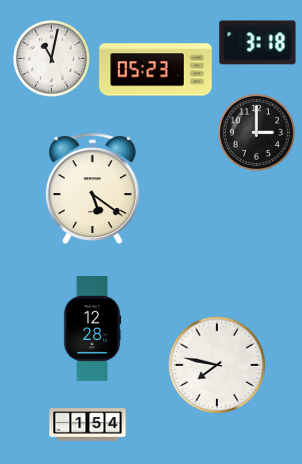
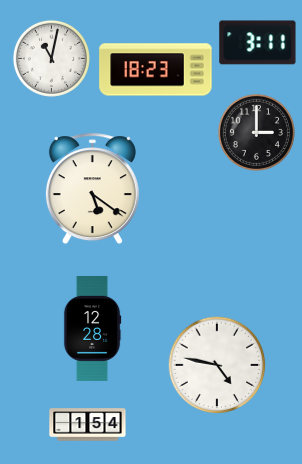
clock at (258, 43): 3:18 -> 3:11
clock at (156, 70): 05:23 -> 18:23
clock at (217, 365): 7:47 -> 4:47
